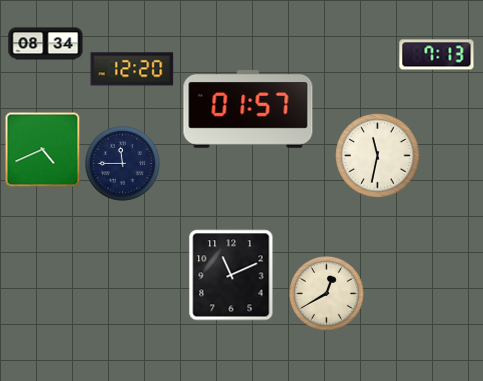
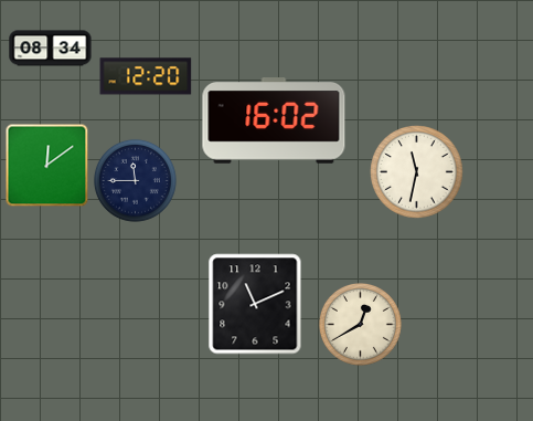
clock at (437, 55): 7:13 -> none
clock at (248, 110): 01:57 -> 16:02
clock at (43, 150): 4:41 -> 12:09
